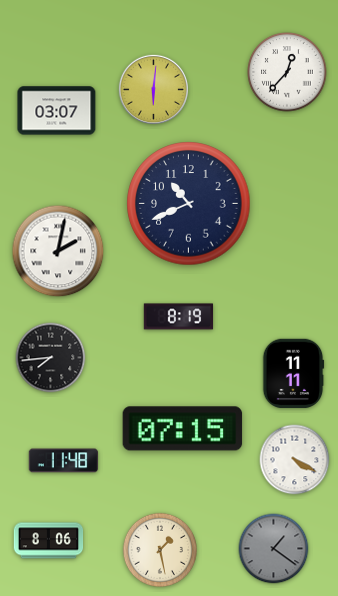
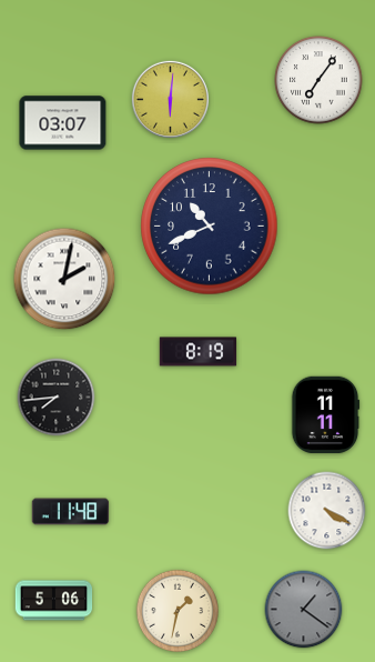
clock at (287, 72): 12:37 -> 7:06
clock at (183, 429): 07:15 -> none
clock at (49, 541): 8:06 -> 5:06
clock at (159, 549): 1:28 -> 1:32
